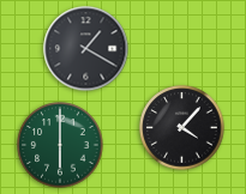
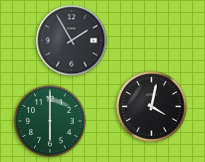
clock at (86, 49): 1:20 -> 1:55
clock at (182, 128): 4:07 -> 4:02
